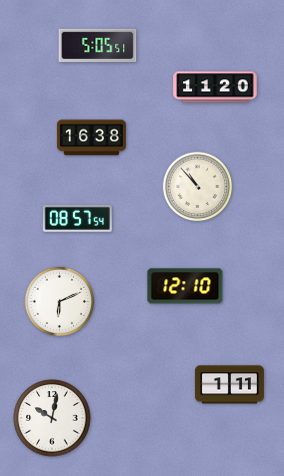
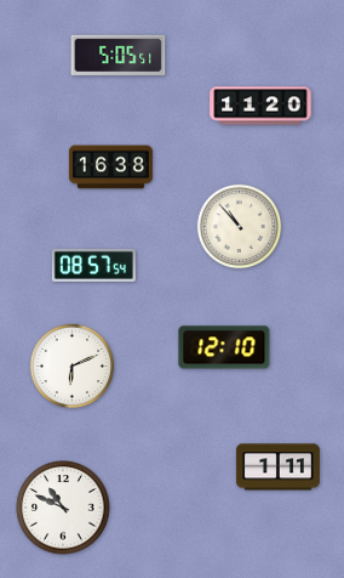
clock at (52, 418): 10:02 -> 10:49
